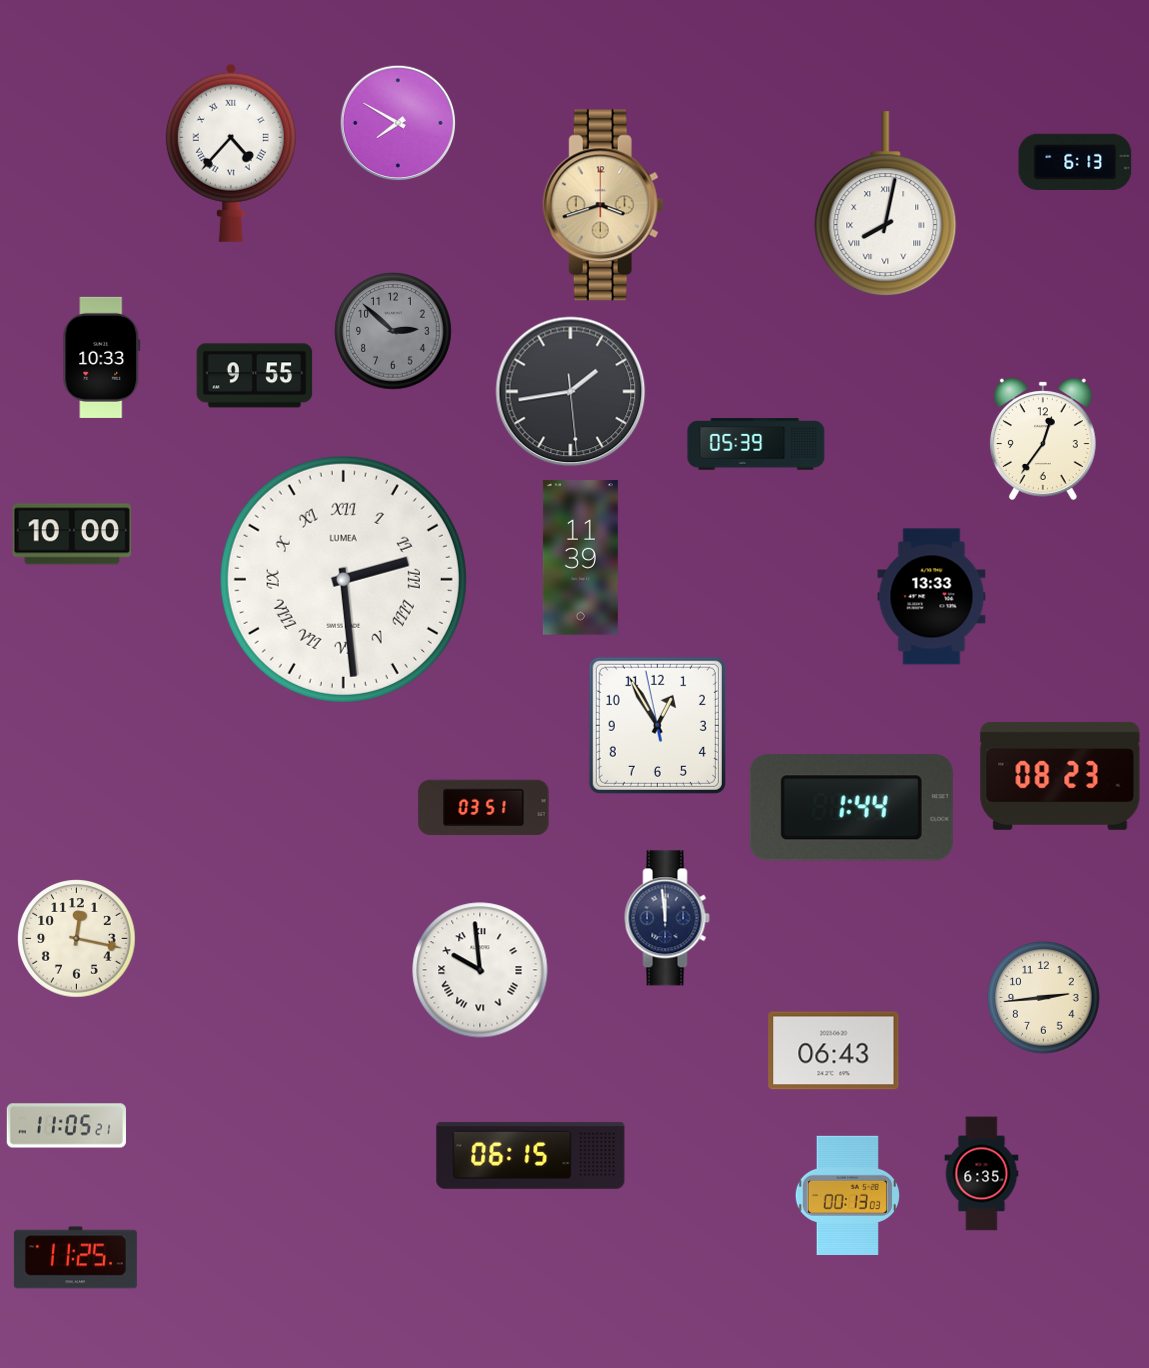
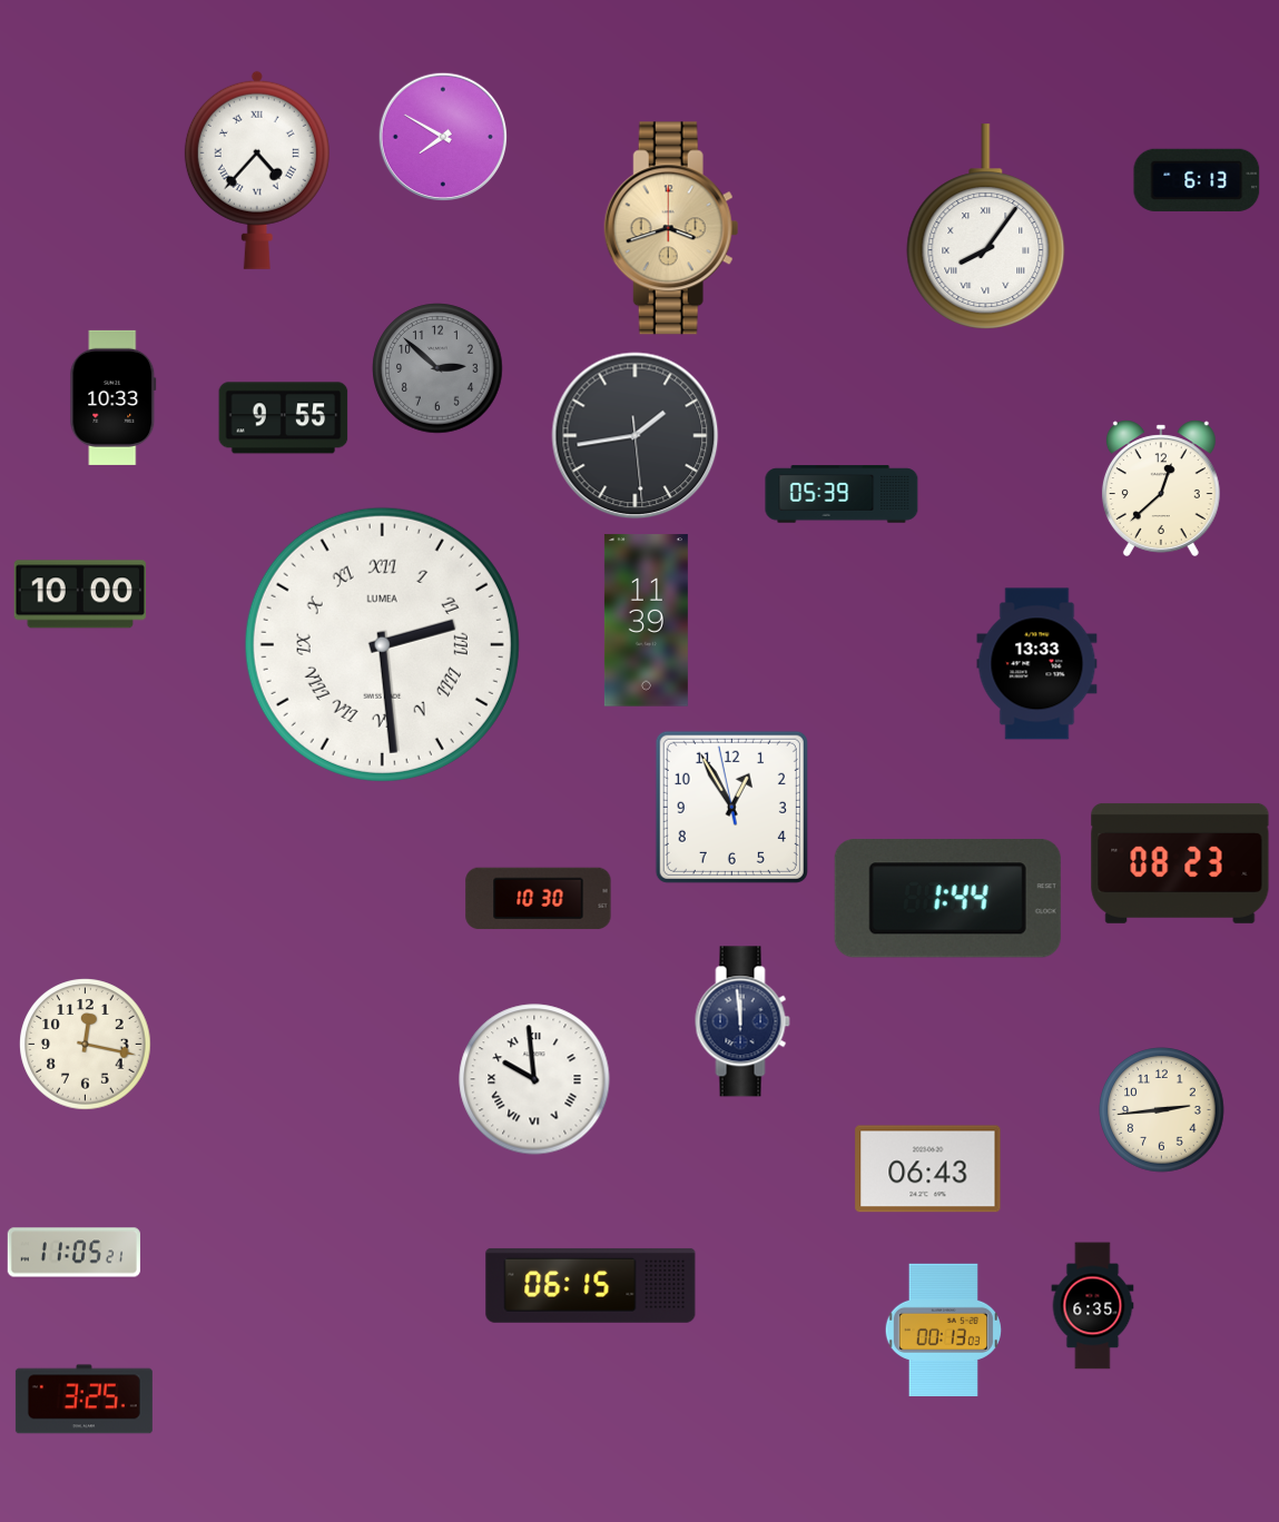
clock at (886, 203): 8:02 -> 8:06
clock at (1043, 439): 12:36 -> 12:38
clock at (484, 808): 03:51 -> 10:30
clock at (75, 1258): 11:25 -> 3:25
